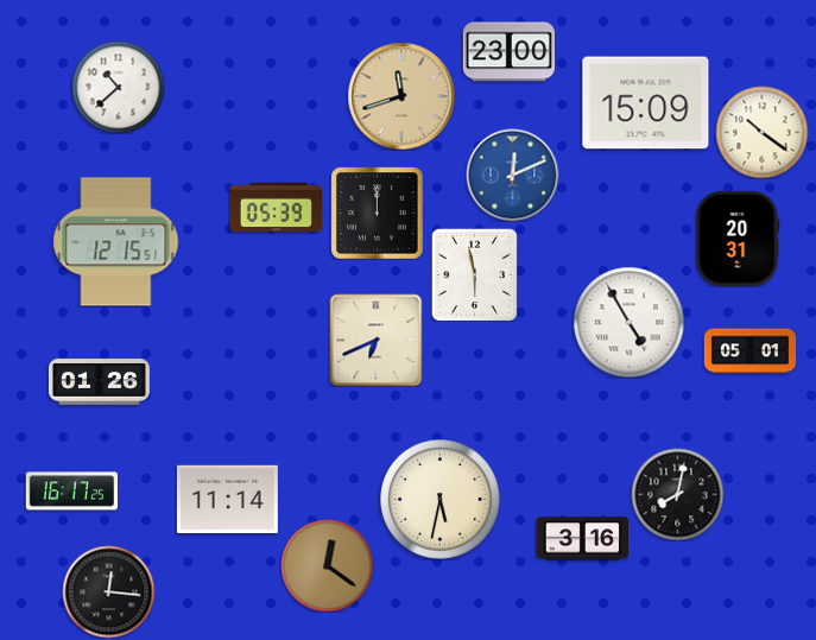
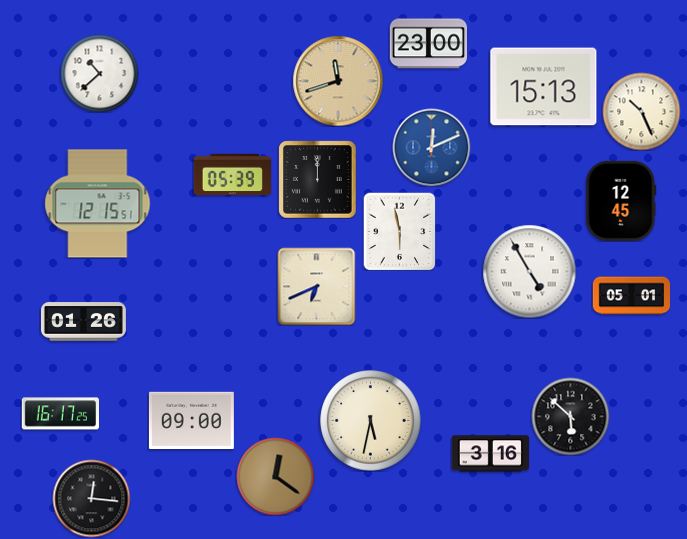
clock at (646, 103): 15:09 -> 15:13
clock at (761, 132): 10:21 -> 10:26
clock at (738, 239): 20:31 -> 12:45
clock at (677, 494): 8:02 -> 5:52
clock at (227, 499): 11:14 -> 09:00
